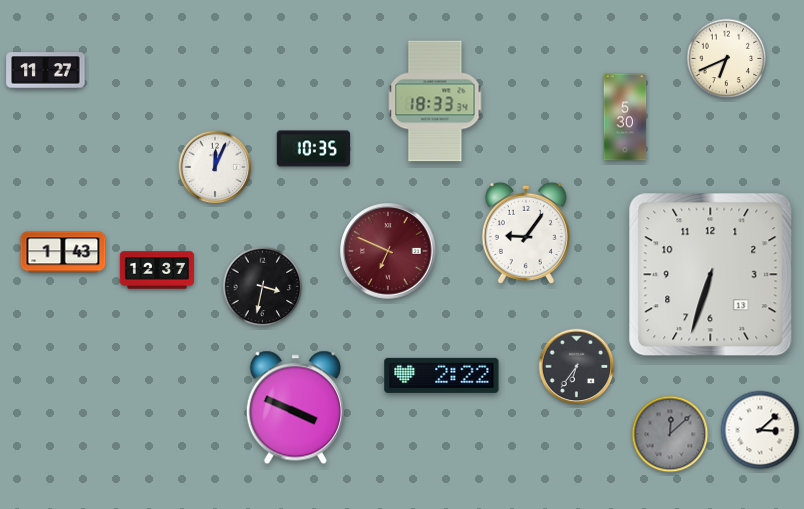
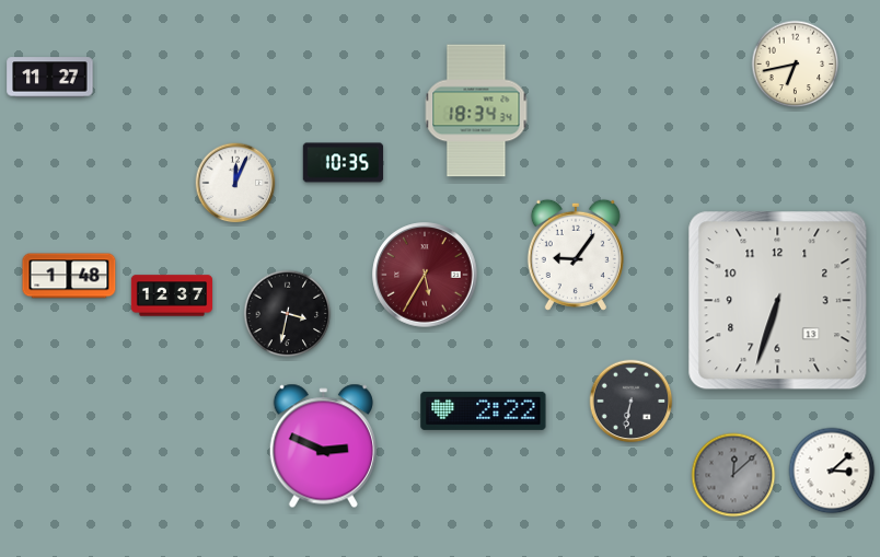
clock at (727, 59): 6:41 -> 6:43
clock at (435, 101): 18:33 -> 18:34
clock at (625, 117): 5:30 -> none
clock at (388, 251): 6:49 -> 5:35
clock at (63, 252): 1:43 -> 1:48
clock at (577, 367): 6:36 -> 6:32
clock at (295, 408): 3:49 -> 2:49
